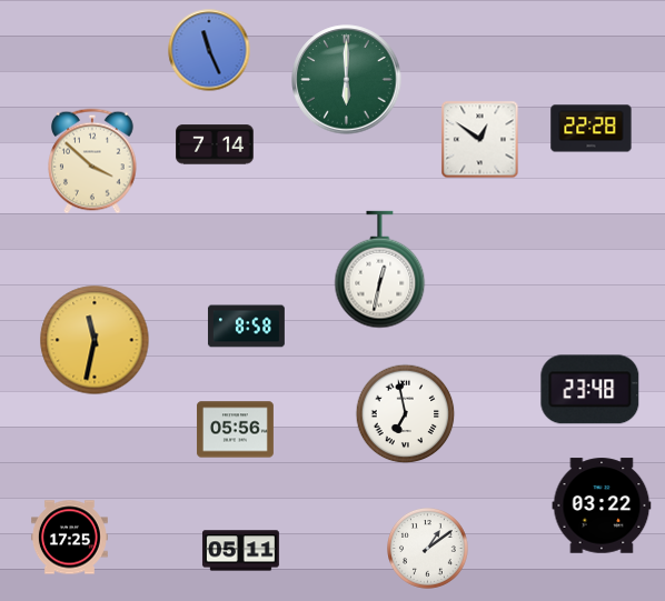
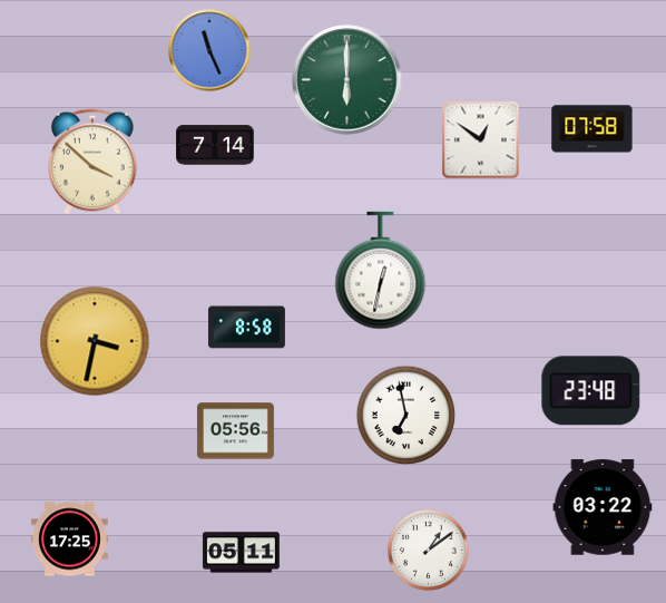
clock at (592, 129): 22:28 -> 07:58
clock at (95, 340): 11:32 -> 3:32
